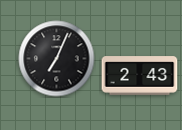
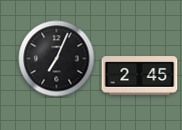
clock at (140, 76): 2:43 -> 2:45
